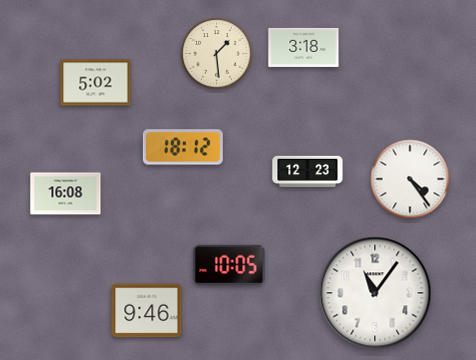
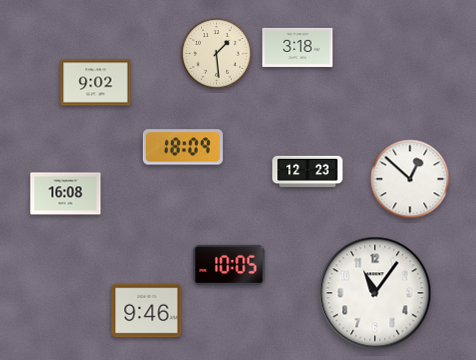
clock at (304, 47) position: (304, 47) -> (298, 47)
clock at (96, 83): 5:02 -> 9:02
clock at (183, 147): 18:12 -> 18:09
clock at (410, 179): 4:24 -> 12:52
